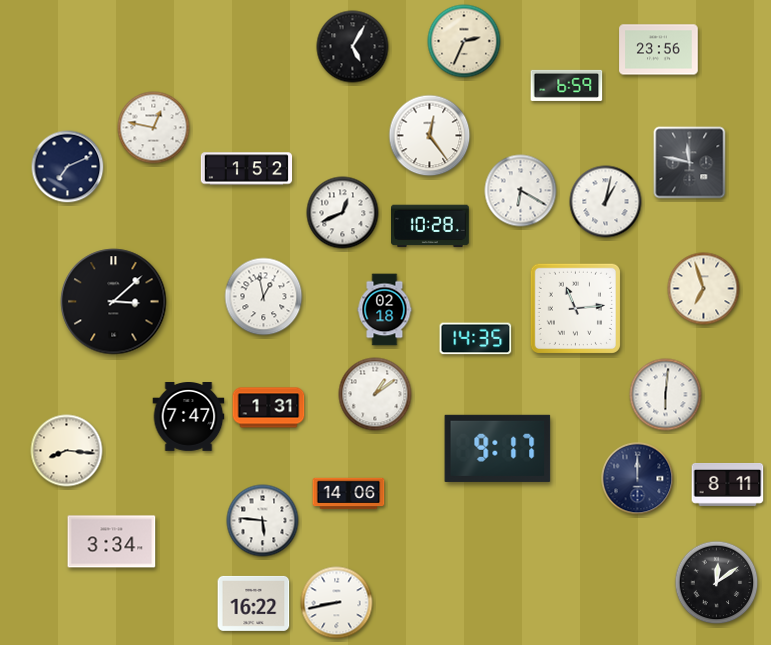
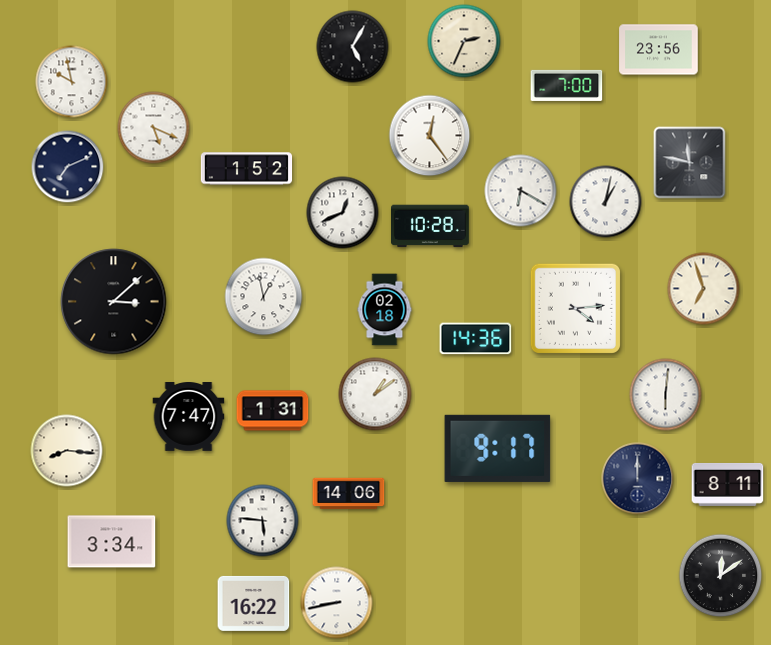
clock at (72, 82): none -> 9:58
clock at (567, 85): 6:59 -> 7:00
clock at (154, 128): 12:47 -> 5:19
clock at (575, 308): 11:14 -> 4:14
clock at (476, 339): 14:35 -> 14:36
clock at (269, 408) position: (269, 408) -> (273, 411)
clock at (717, 583) position: (717, 583) -> (721, 576)
